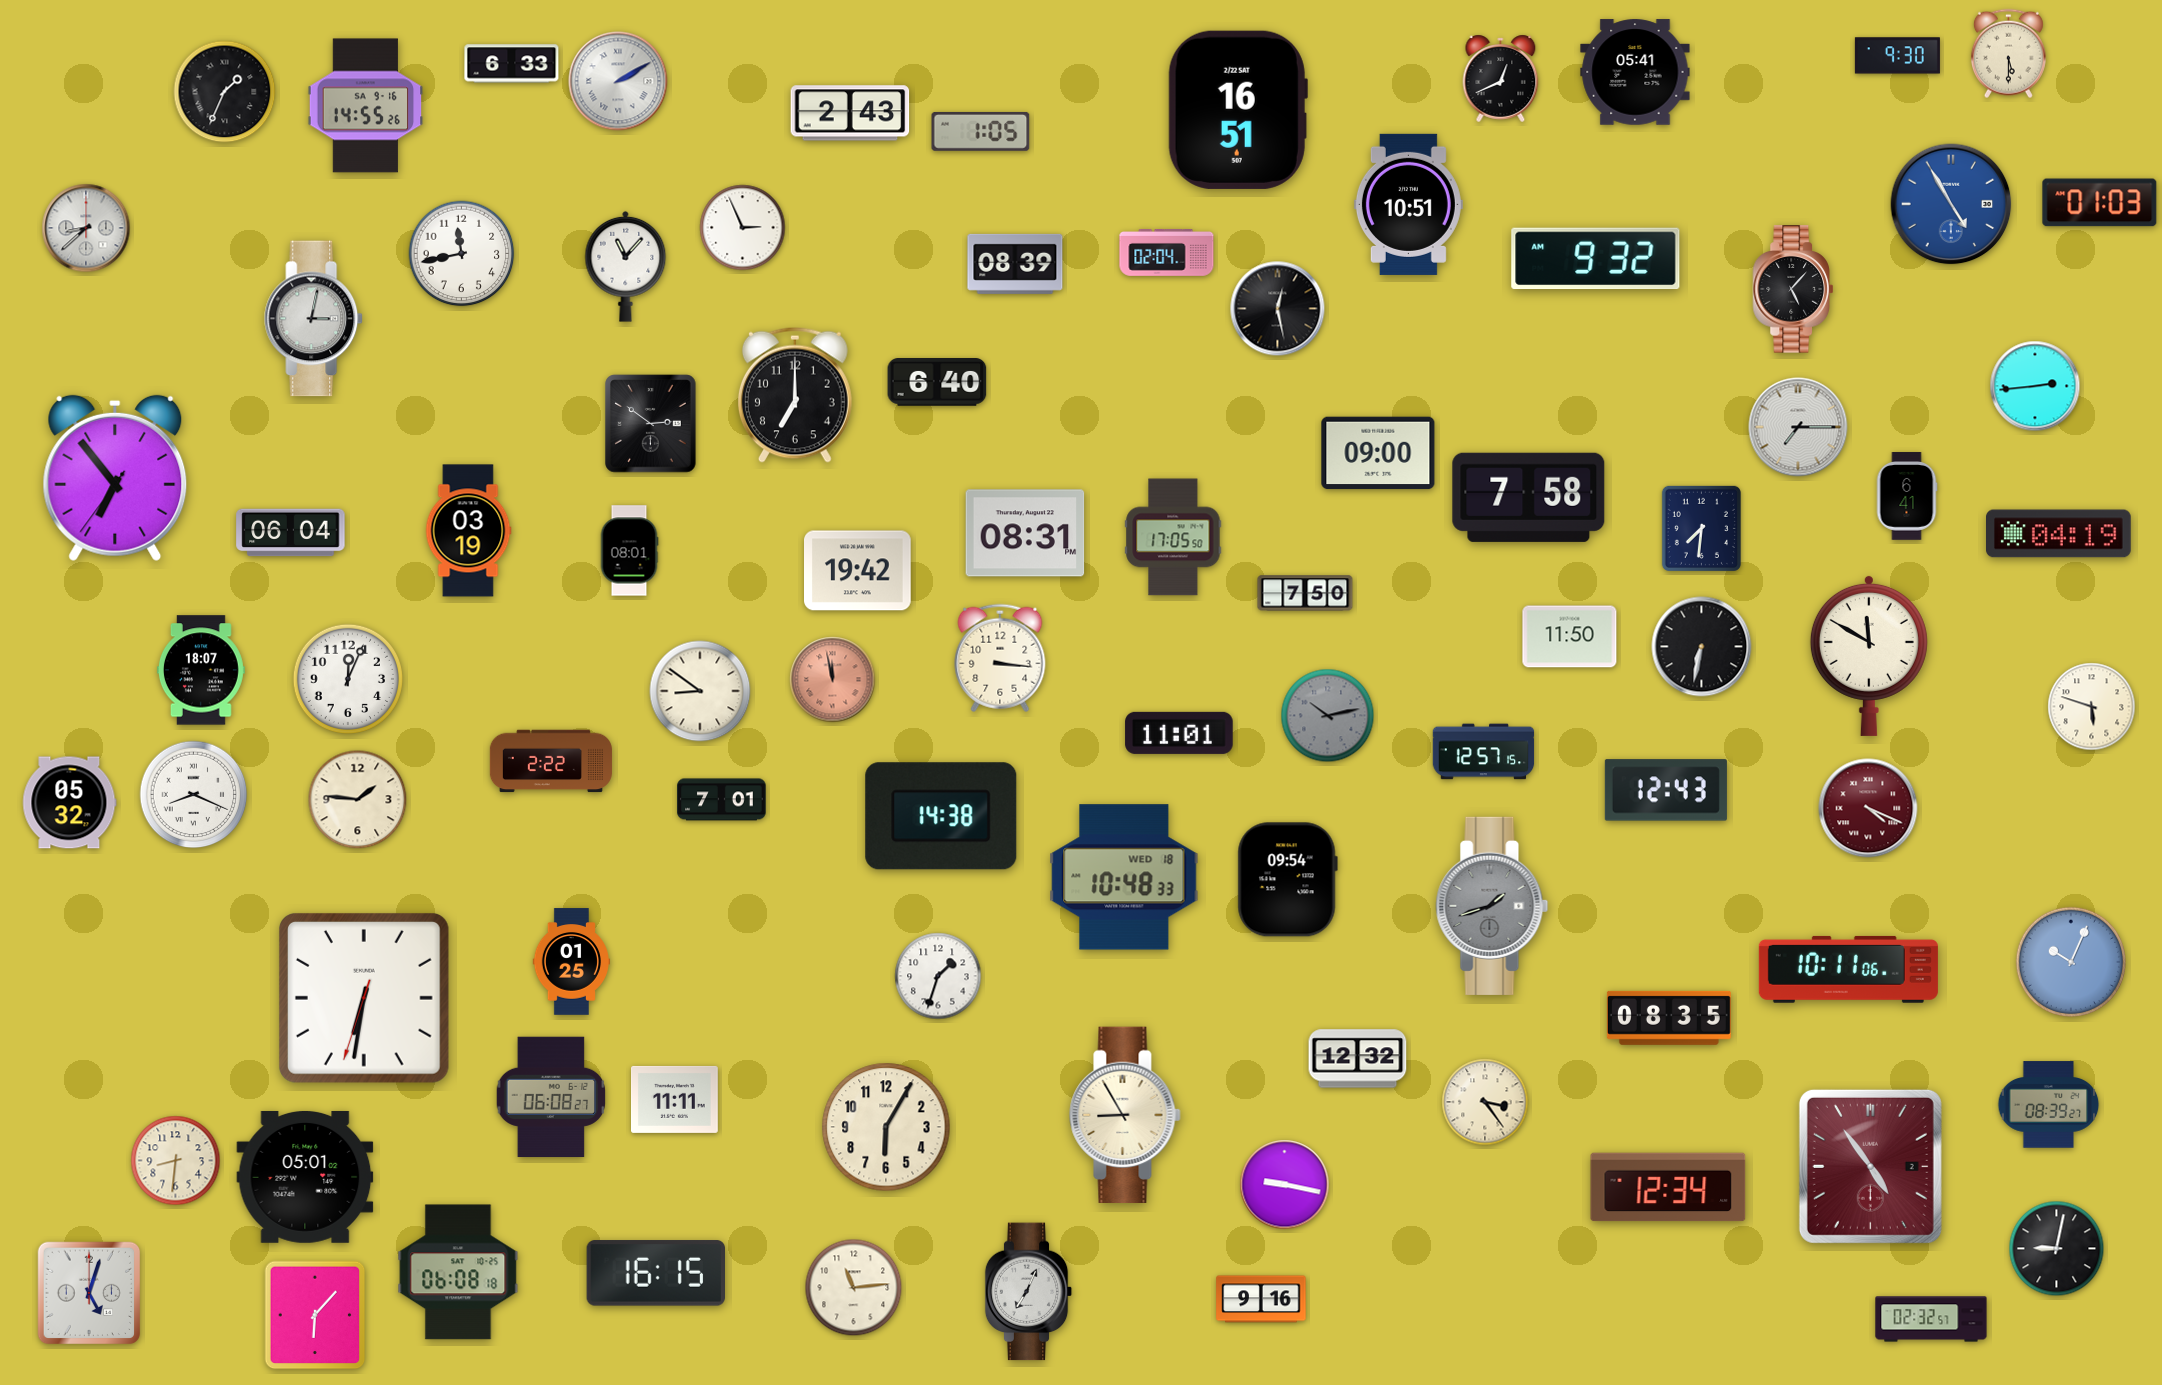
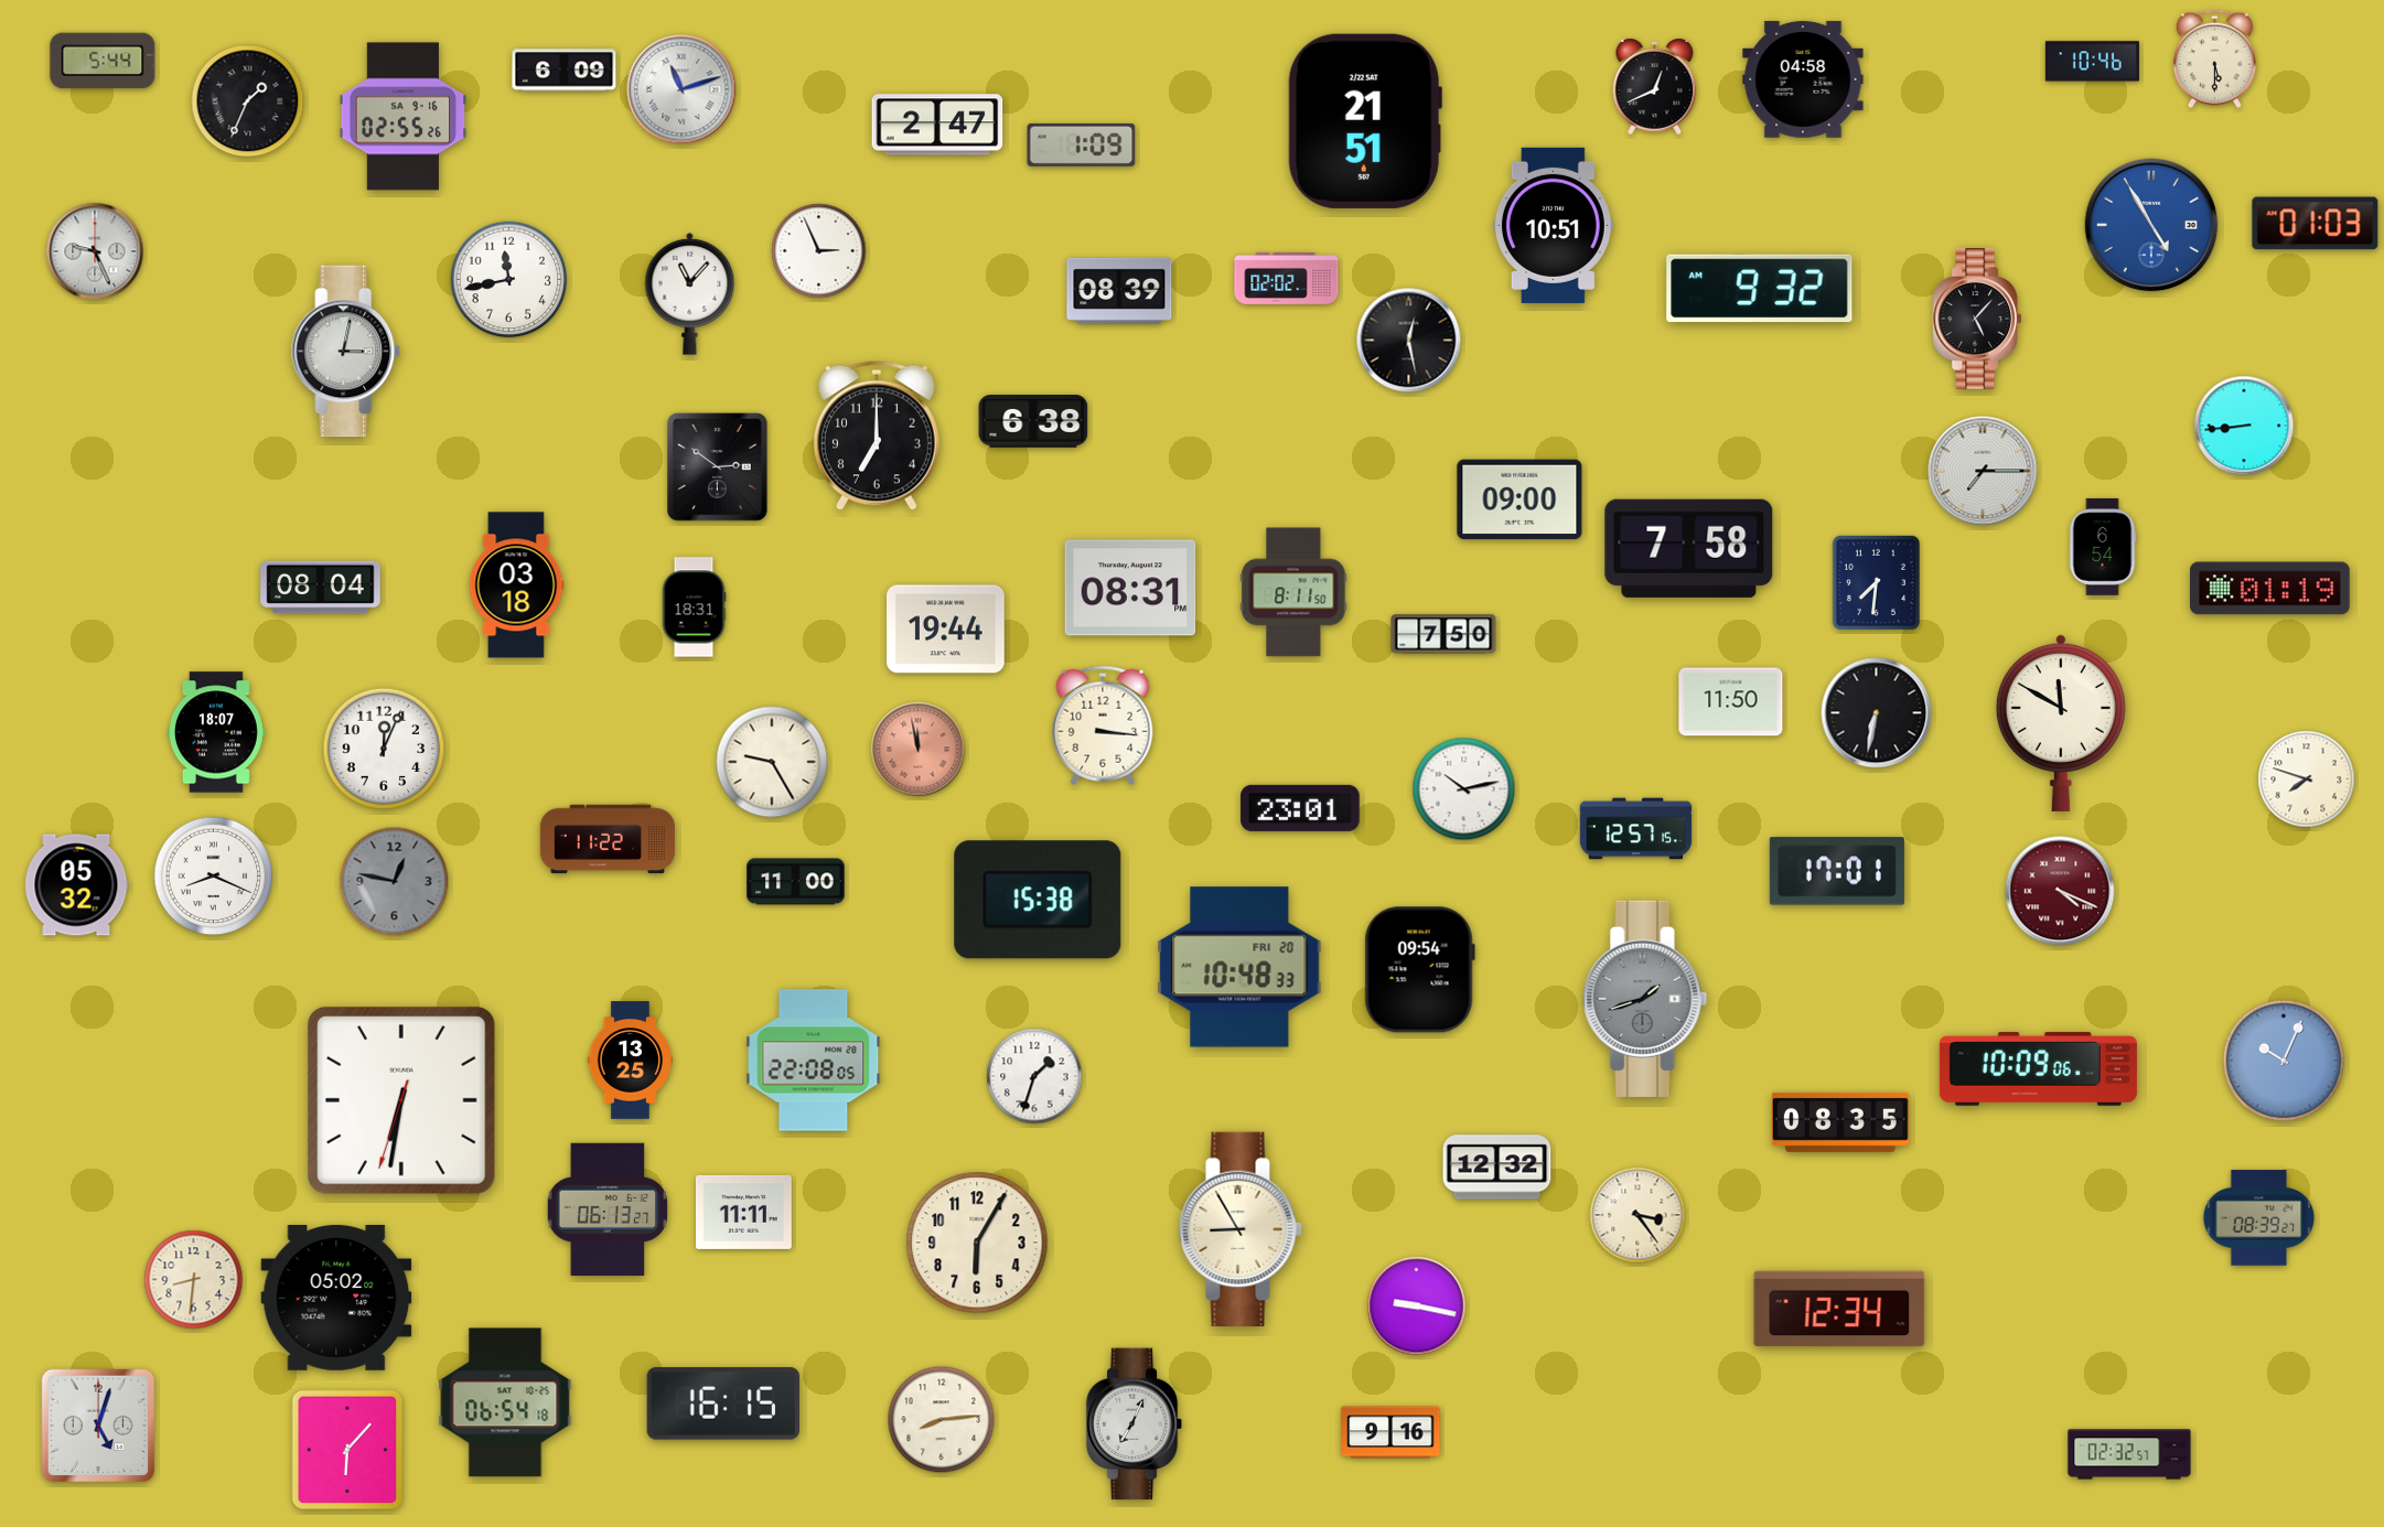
clock at (103, 61): none -> 5:44
clock at (1897, 56): 9:30 -> 10:46
clock at (512, 64): 6:33 -> 6:09
clock at (1635, 72): 05:41 -> 04:58
clock at (618, 81): 2:10 -> 11:12
clock at (366, 106): 14:55 -> 02:55
clock at (1238, 110): 16:51 -> 21:51
clock at (850, 113): 2:43 -> 2:47
clock at (981, 131): 1:05 -> 1:09
clock at (86, 228): 8:38 -> 9:26
clock at (1167, 253): 02:04 -> 02:02
clock at (1596, 259) position: (1596, 259) -> (1760, 289)
clock at (937, 383): 6:40 -> 6:38
clock at (2035, 386): 2:44 -> 8:44
clock at (115, 478): 6:53 -> none
clock at (1907, 496): 6:41 -> 6:54
clock at (1529, 497) position: (1529, 497) -> (1689, 548)
clock at (468, 531): 03:19 -> 03:18
clock at (291, 533): 06:04 -> 08:04
clock at (2059, 534): 04:19 -> 01:19
clock at (1173, 537): 17:05 -> 8:11
clock at (629, 551): 08:01 -> 18:31
clock at (858, 571): 19:42 -> 19:44
clock at (1305, 593) position: (1305, 593) -> (1443, 634)
clock at (201, 670) position: (201, 670) -> (216, 732)
clock at (700, 691): 8:51 -> 9:25
clock at (2092, 707): 5:48 -> 7:48
clock at (1328, 716) dial: grey -> white
clock at (1179, 733): 11:01 -> 23:01
clock at (551, 761): 2:22 -> 11:22
clock at (1666, 790): 12:43 -> 17:01
clock at (358, 800): 1:46 -> 12:47
clock at (358, 800) dial: cream -> grey
clock at (722, 800): 7:01 -> 11:00
clock at (941, 816): 14:38 -> 15:38
clock at (1124, 877) date: WED 18 -> FRI 20
clock at (572, 962): 01:25 -> 13:25
clock at (814, 1061): none -> 22:08
clock at (1848, 969): 10:11 -> 10:09
clock at (551, 1097): 06:08 -> 06:13
clock at (1870, 1166): 4:54 -> none
clock at (305, 1177): 05:01 -> 05:02
clock at (2057, 1249): 9:02 -> none
clock at (458, 1272): 06:08 -> 06:54
clock at (854, 1288): 11:14 -> 8:14
